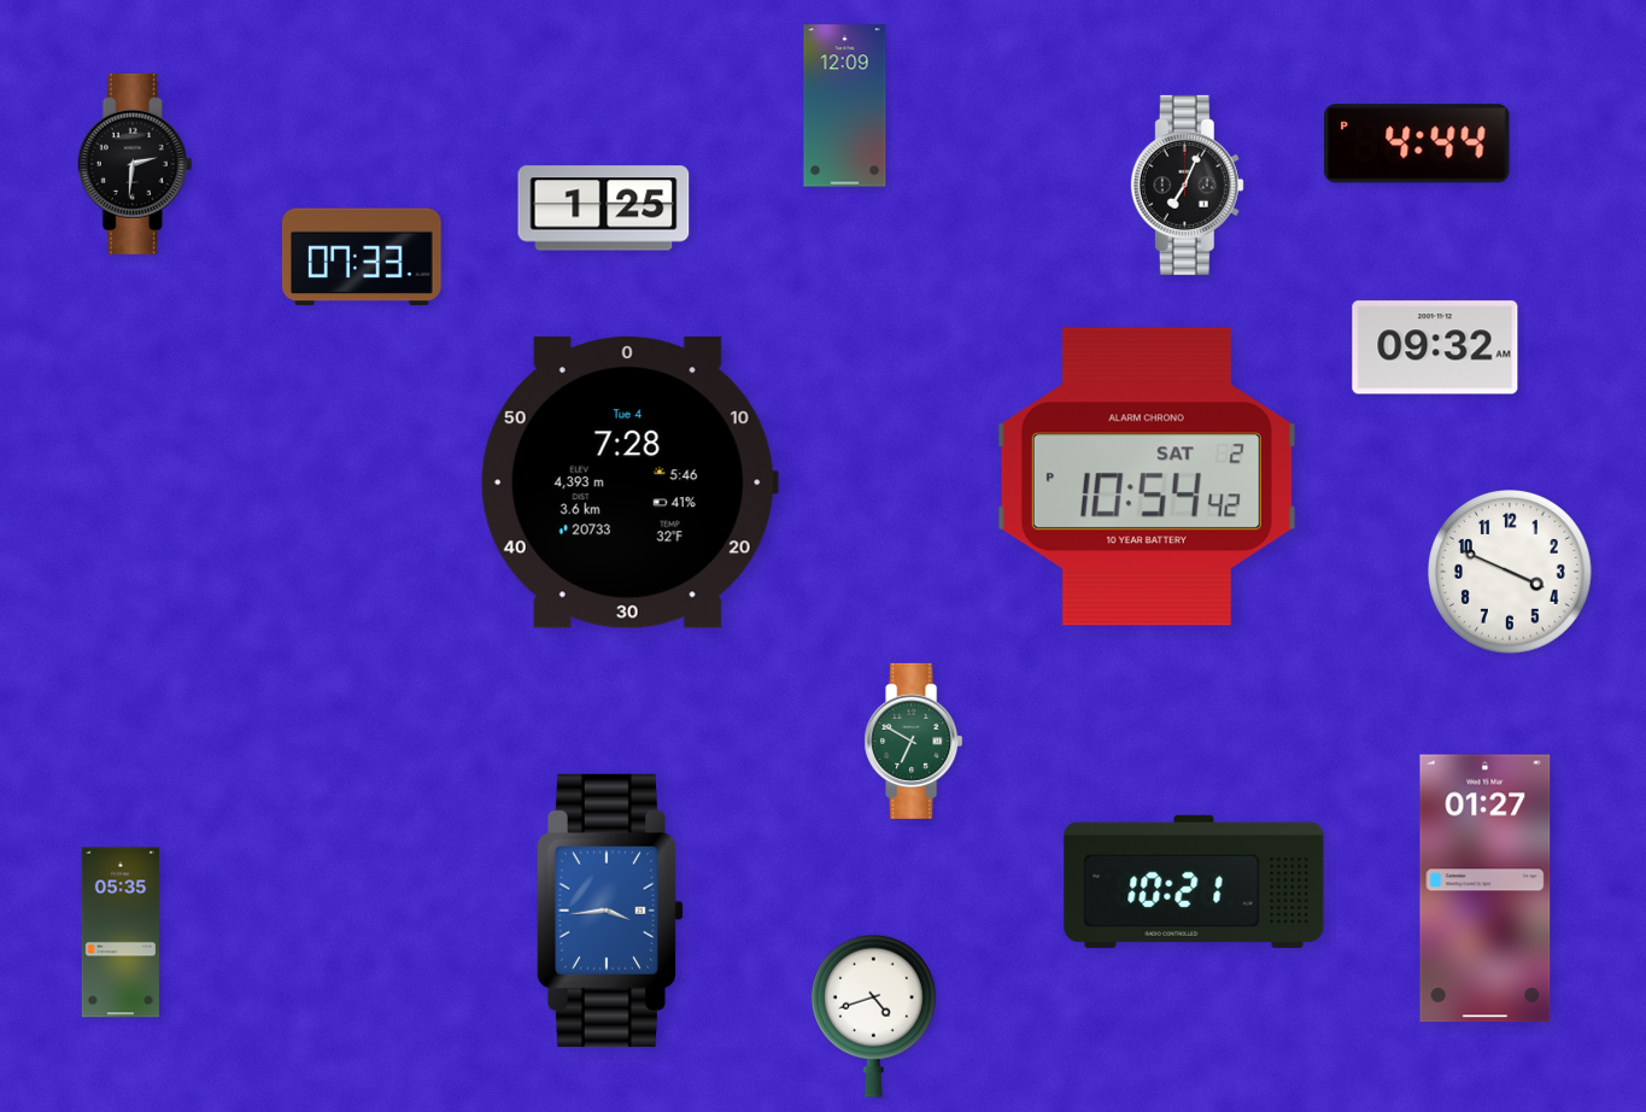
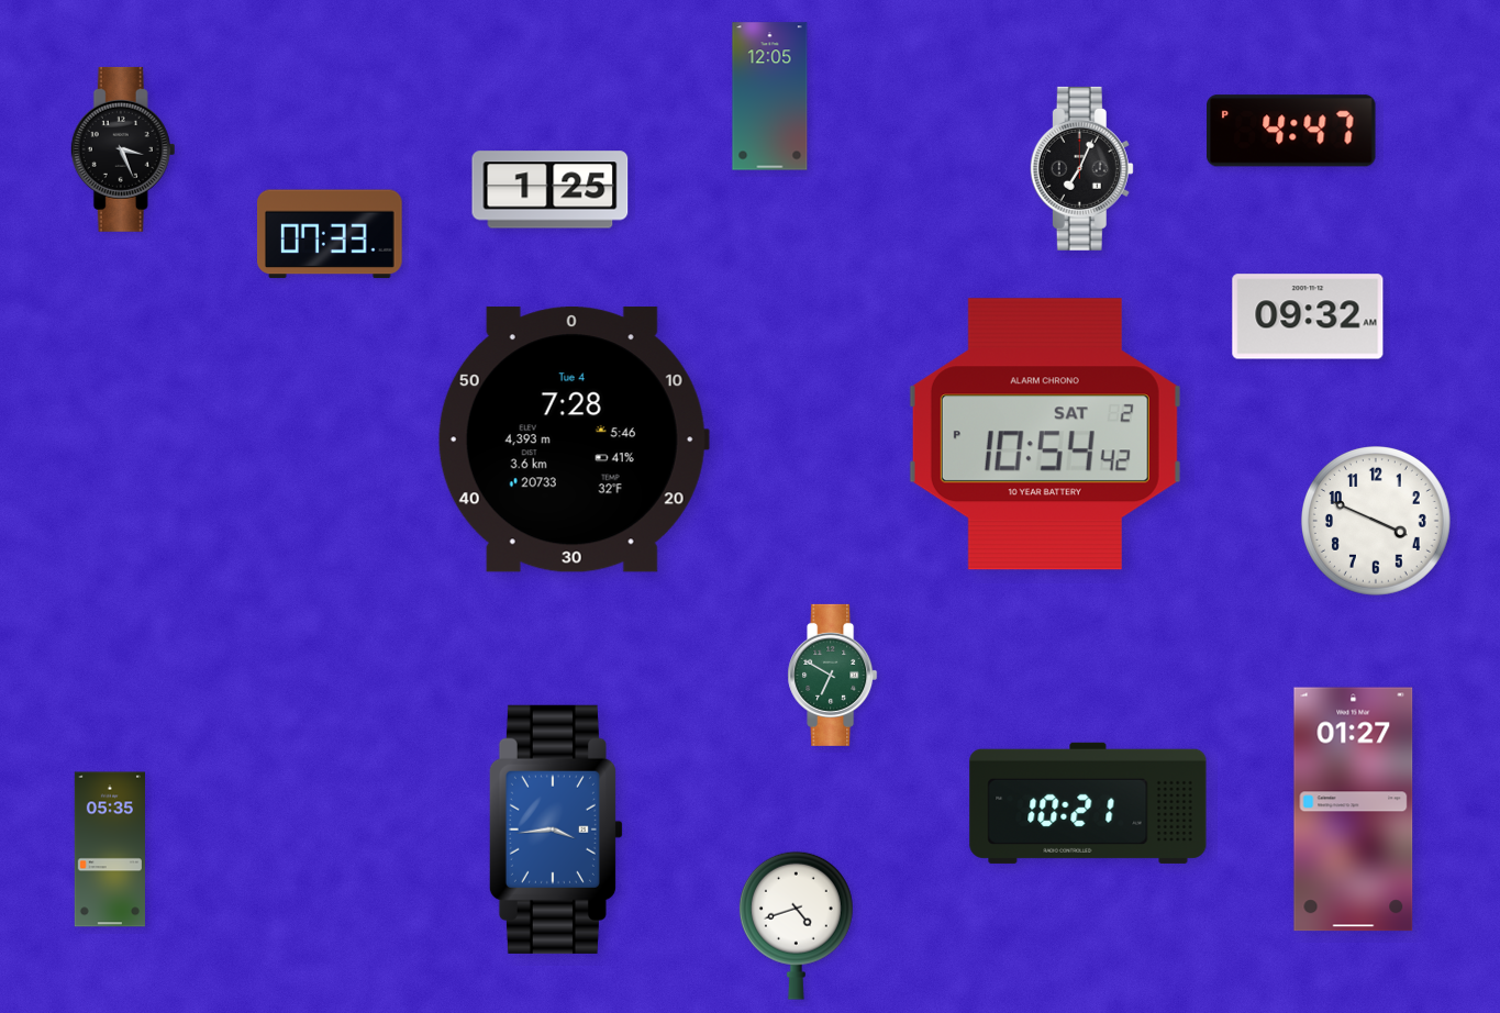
clock at (845, 106): 12:09 -> 12:05
clock at (1418, 144): 4:44 -> 4:47
clock at (135, 164): 2:31 -> 3:26
